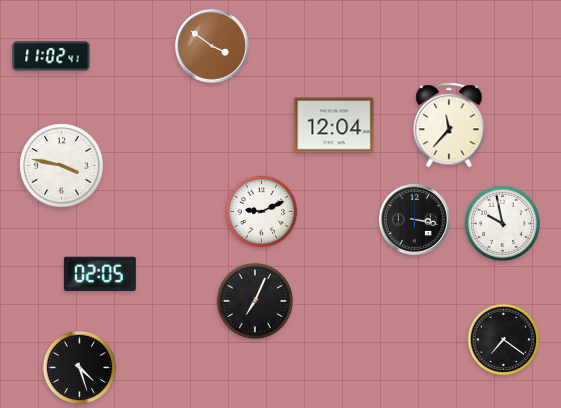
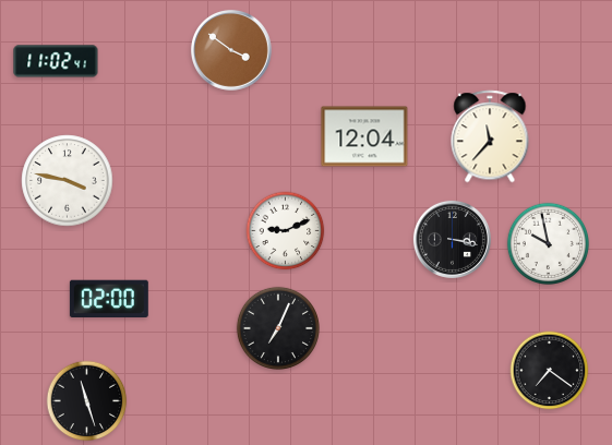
clock at (100, 273): 02:05 -> 02:00
clock at (80, 368): 4:27 -> 11:27
